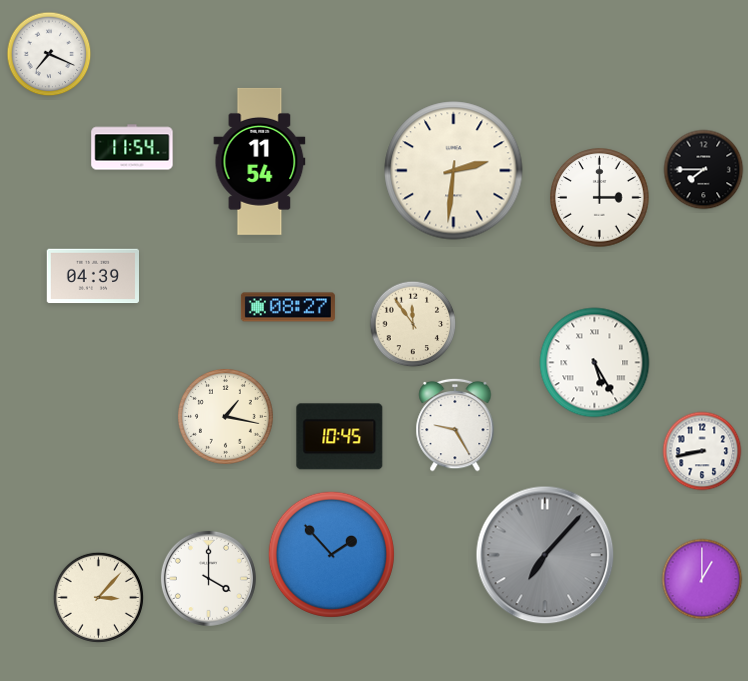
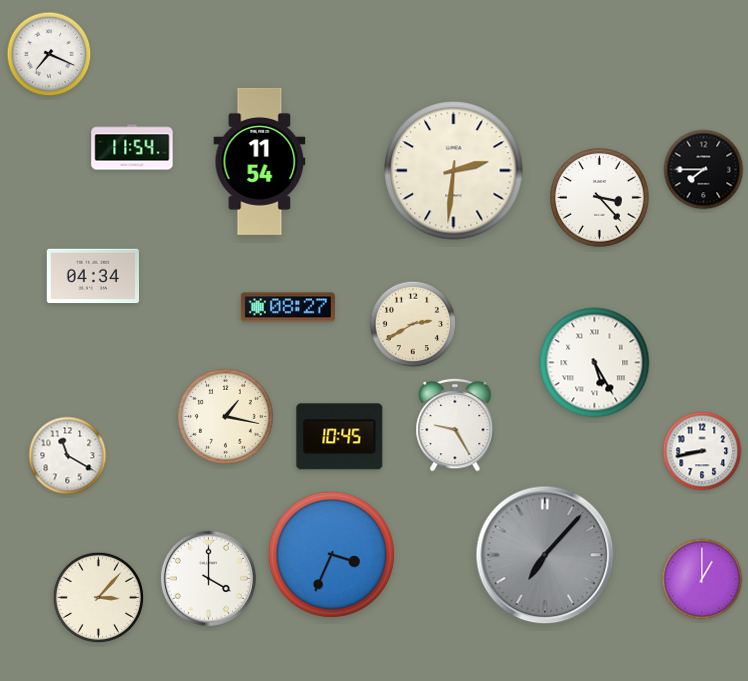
clock at (600, 198): 3:00 -> 3:23
clock at (93, 276): 04:39 -> 04:34
clock at (413, 324): 11:54 -> 2:40
clock at (68, 456): none -> 11:20
clock at (331, 554): 1:53 -> 3:34
